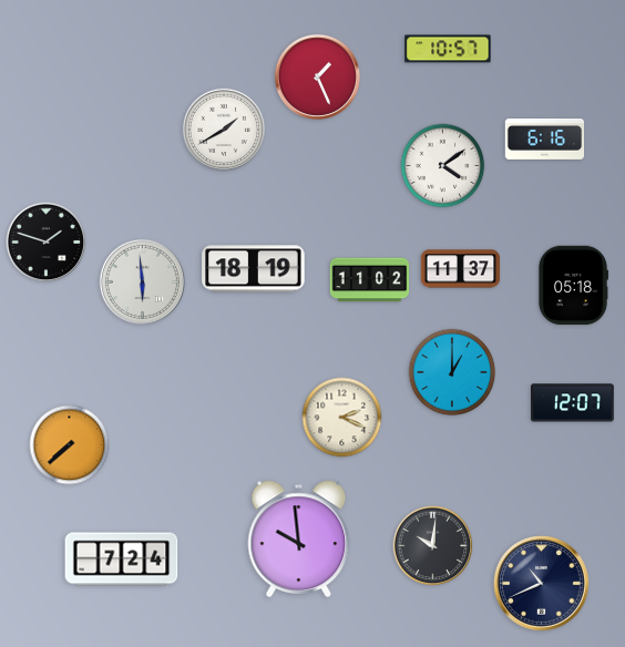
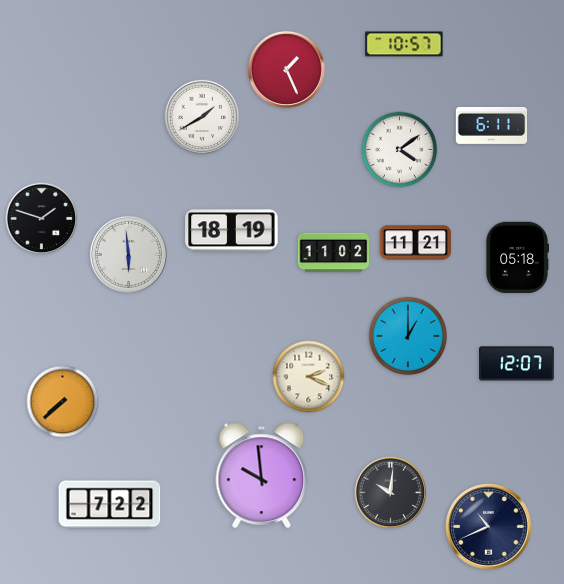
clock at (545, 138): 6:16 -> 6:11
clock at (254, 269) position: (254, 269) -> (232, 231)
clock at (461, 269): 11:37 -> 11:21
clock at (299, 540) position: (299, 540) -> (262, 476)
clock at (122, 559): 7:24 -> 7:22
